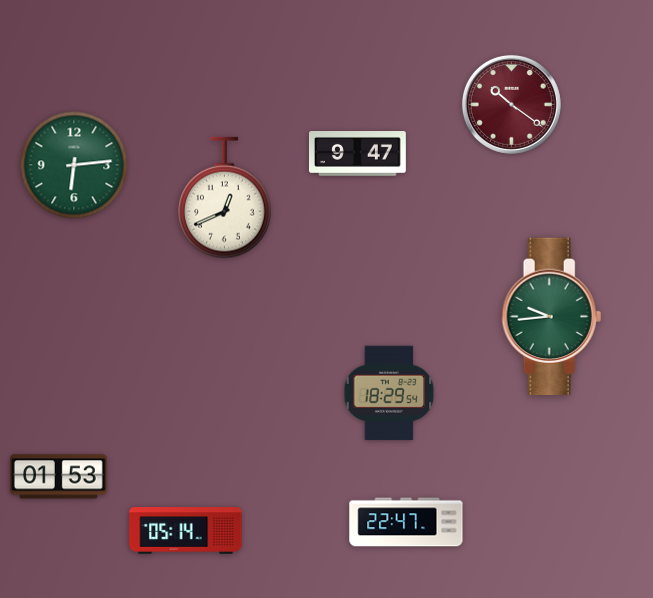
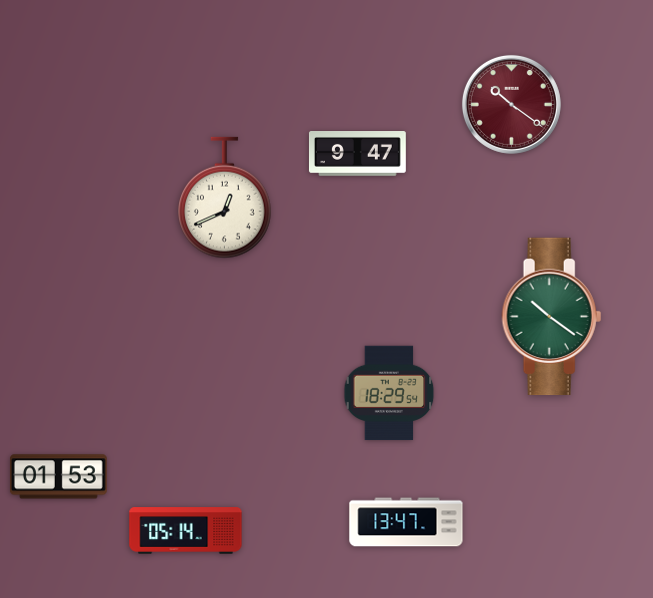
clock at (74, 165): 6:14 -> none
clock at (552, 317): 9:44 -> 10:21
clock at (406, 522): 22:47 -> 13:47
